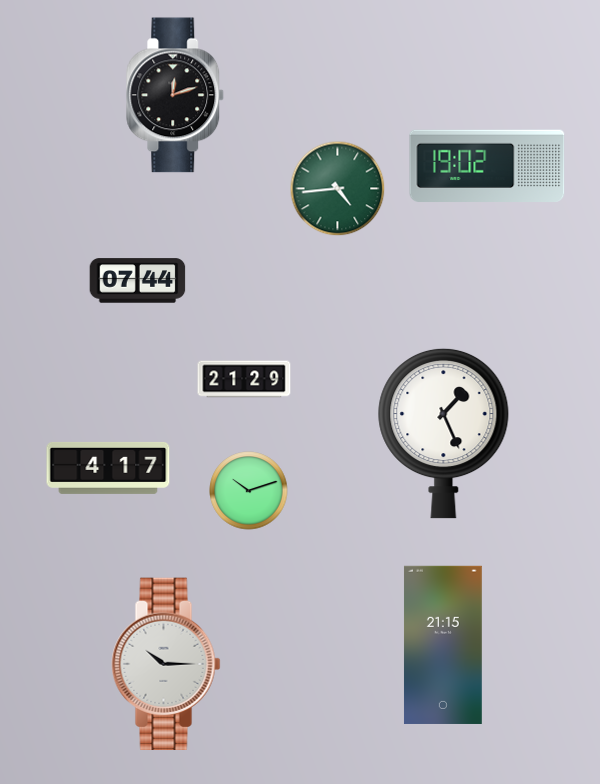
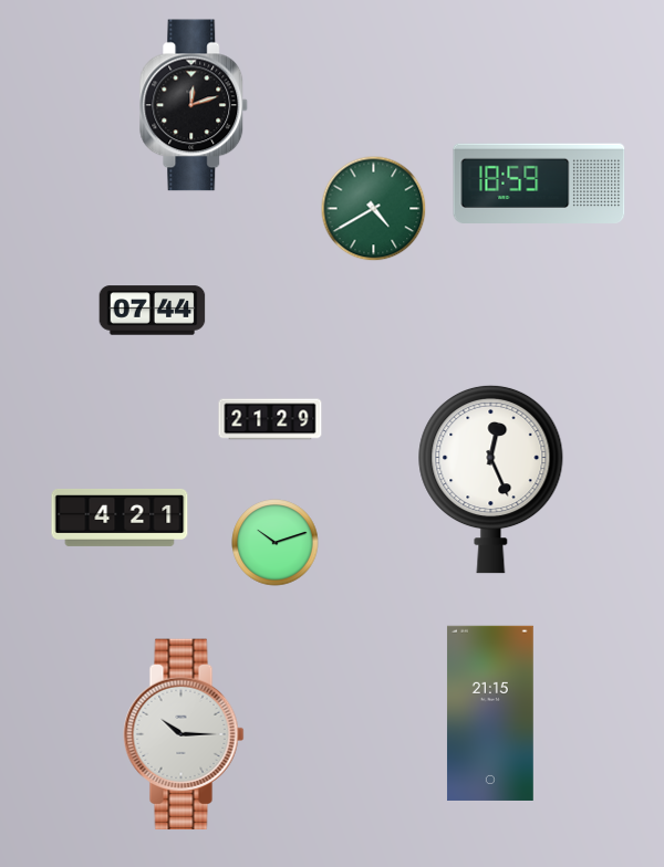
clock at (487, 166): 19:02 -> 18:59
clock at (338, 189): 4:44 -> 4:40
clock at (444, 433): 1:26 -> 12:26
clock at (108, 468): 4:17 -> 4:21
